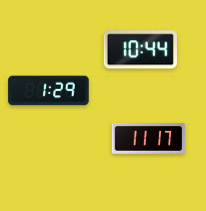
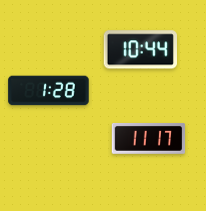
clock at (49, 91): 1:29 -> 1:28
